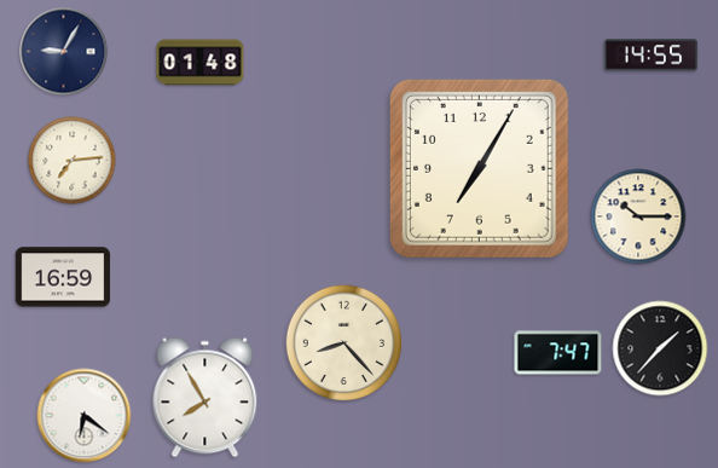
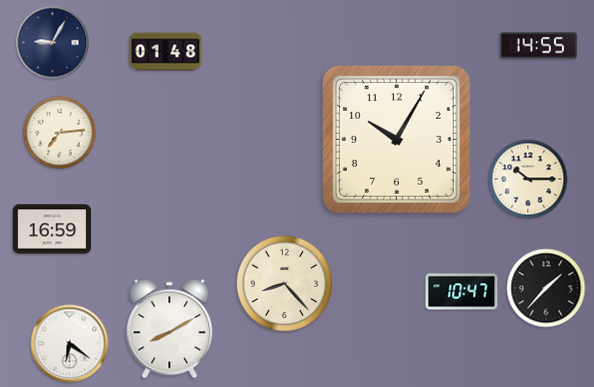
clock at (479, 168): 7:05 -> 10:05
clock at (558, 353): 7:47 -> 10:47
clock at (205, 398): 7:55 -> 8:10
